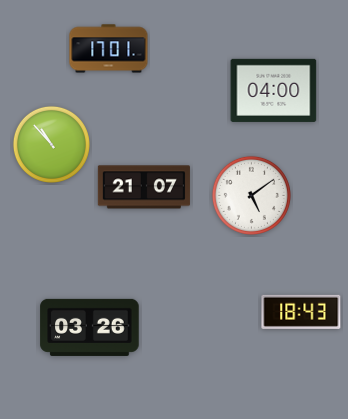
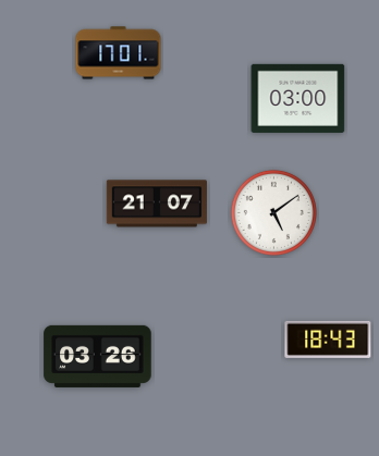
clock at (274, 90): 04:00 -> 03:00
clock at (51, 144): 10:53 -> none
